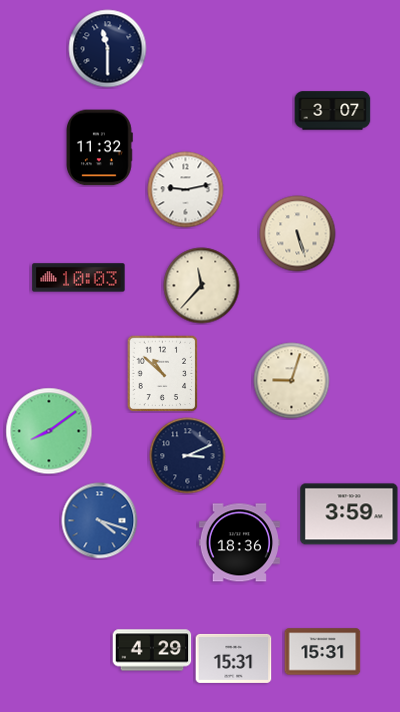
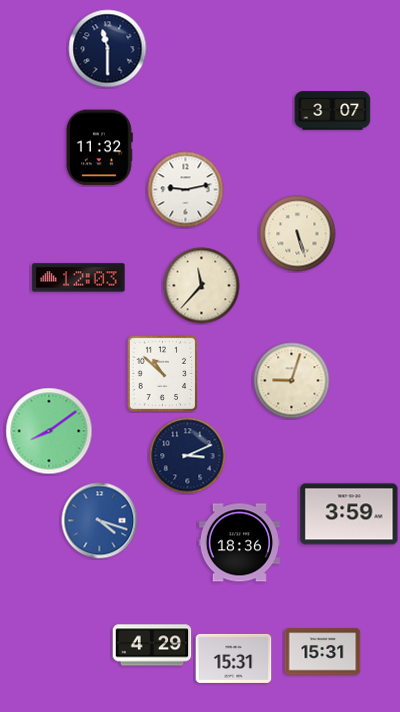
clock at (79, 278): 10:03 -> 12:03
clock at (152, 650) position: (152, 650) -> (152, 645)
